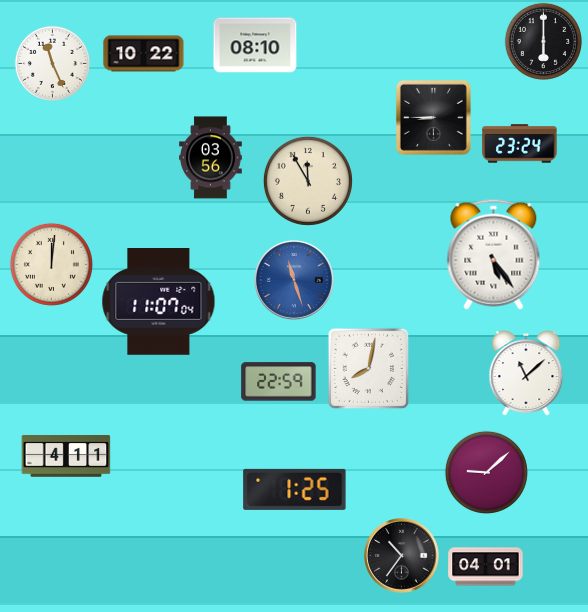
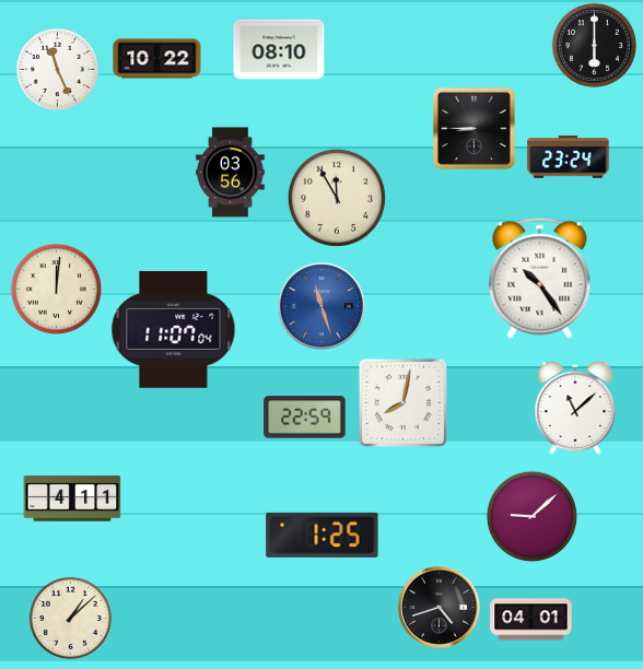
clock at (494, 254): 5:24 -> 10:24
clock at (402, 556): 10:36 -> 4:42
clock at (70, 618): none -> 1:08
